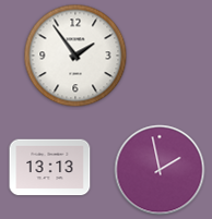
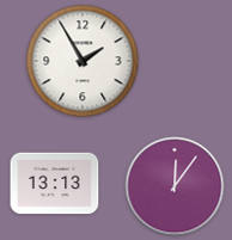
clock at (75, 56): 1:54 -> 1:55
clock at (160, 170): 1:58 -> 12:06
